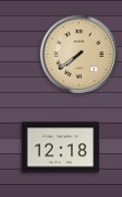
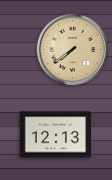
clock at (60, 148): 12:18 -> 12:13
